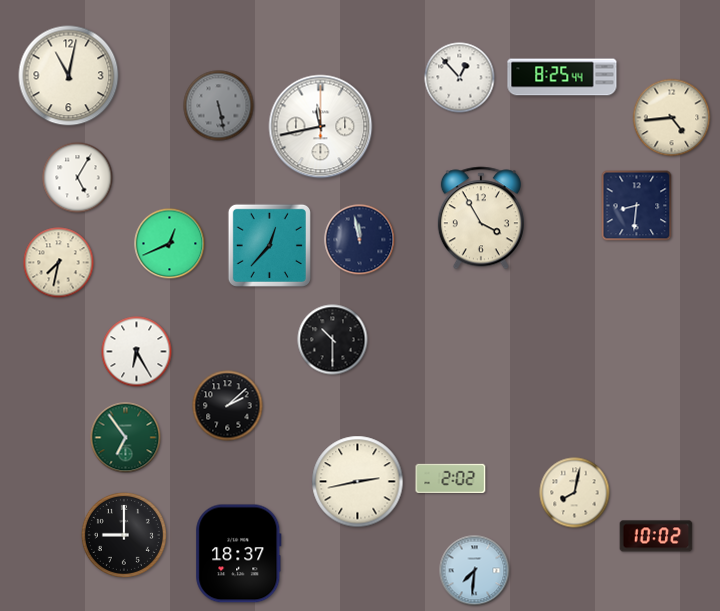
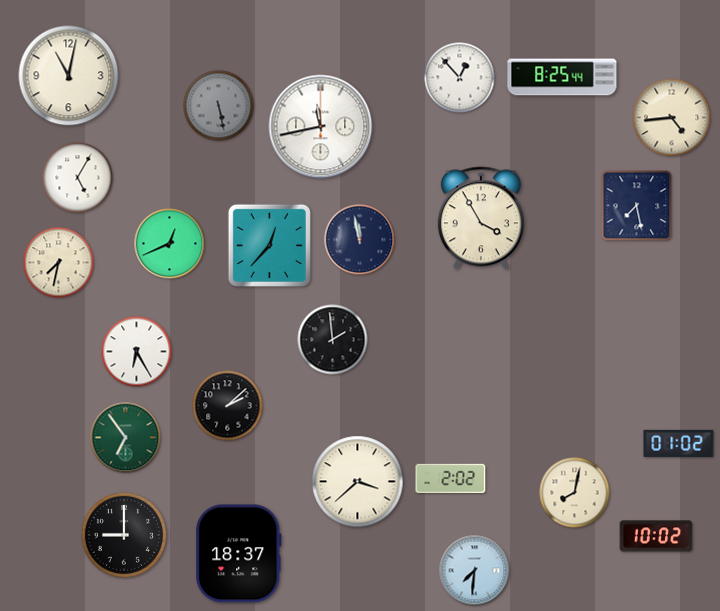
clock at (637, 206): 8:31 -> 7:28
clock at (333, 340): 10:30 -> 1:59
clock at (679, 443): none -> 01:02
clock at (358, 482): 2:43 -> 3:38
